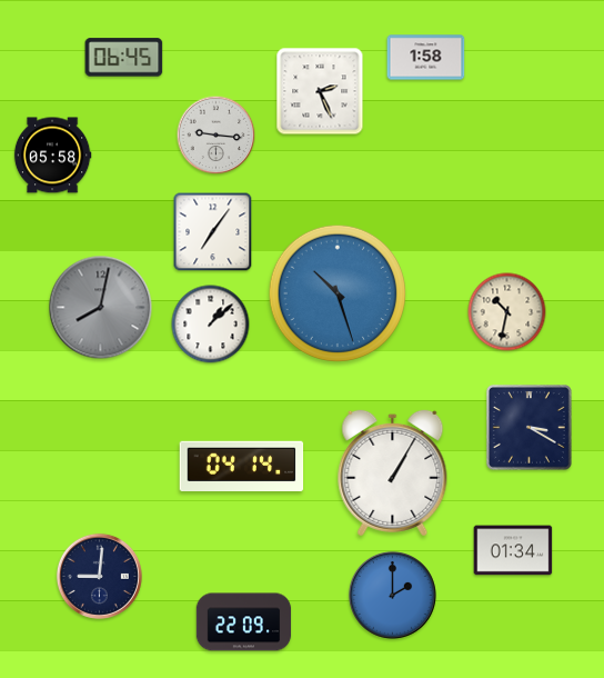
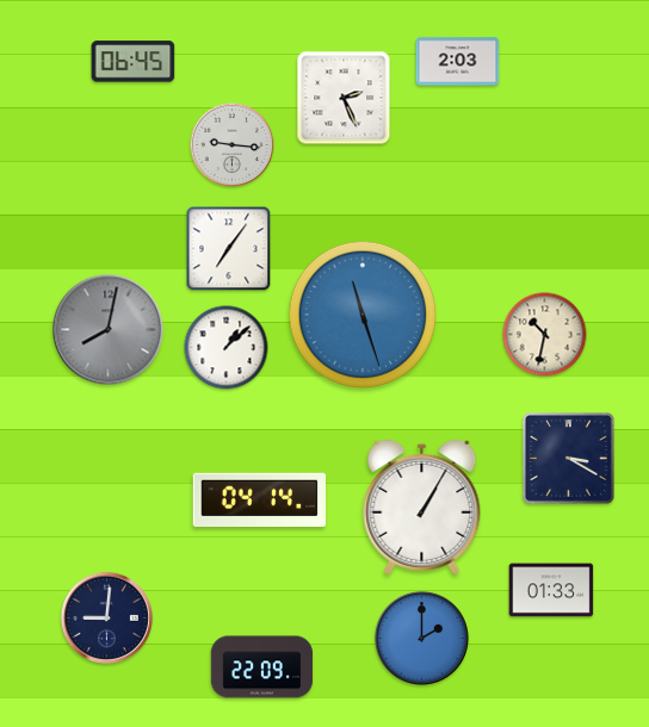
clock at (426, 58): 1:58 -> 2:03
clock at (52, 156): 05:58 -> none
clock at (336, 292): 10:27 -> 11:27
clock at (513, 550): 01:34 -> 01:33
